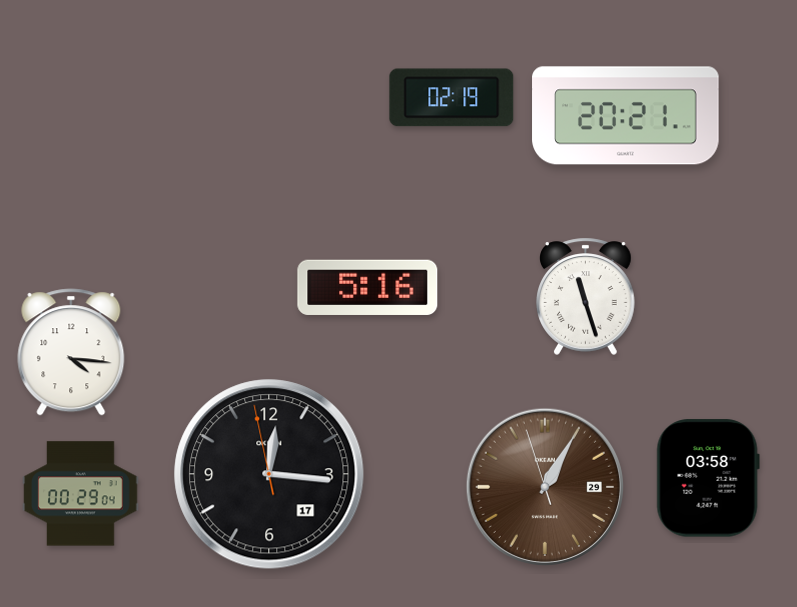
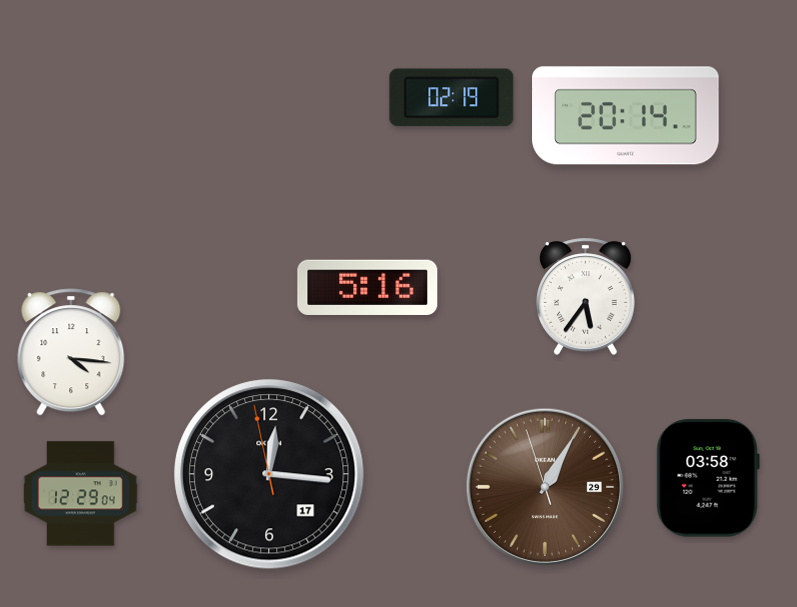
clock at (626, 116): 20:21 -> 20:14
clock at (586, 296): 11:27 -> 5:36
clock at (81, 494): 00:29 -> 12:29
